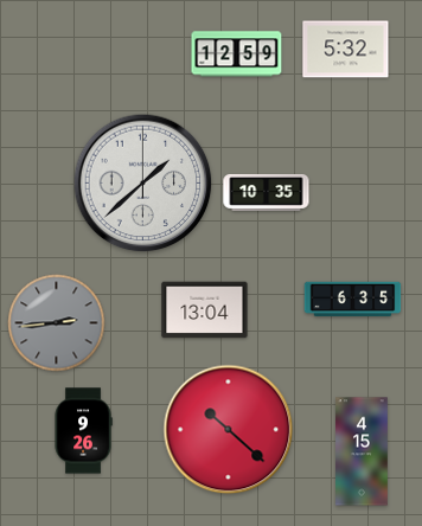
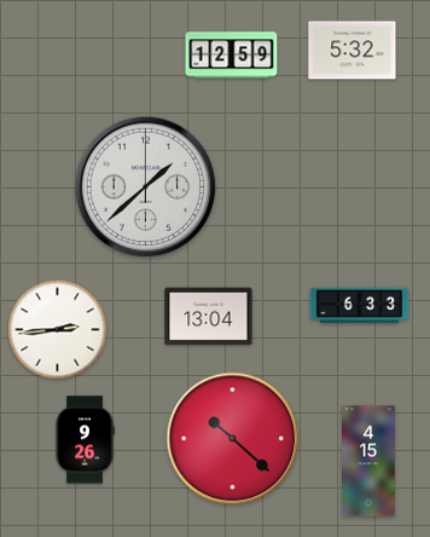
clock at (237, 54) position: (237, 54) -> (232, 56)
clock at (267, 192): 10:35 -> none
clock at (353, 300): 6:35 -> 6:33
clock at (57, 323) dial: grey -> white
